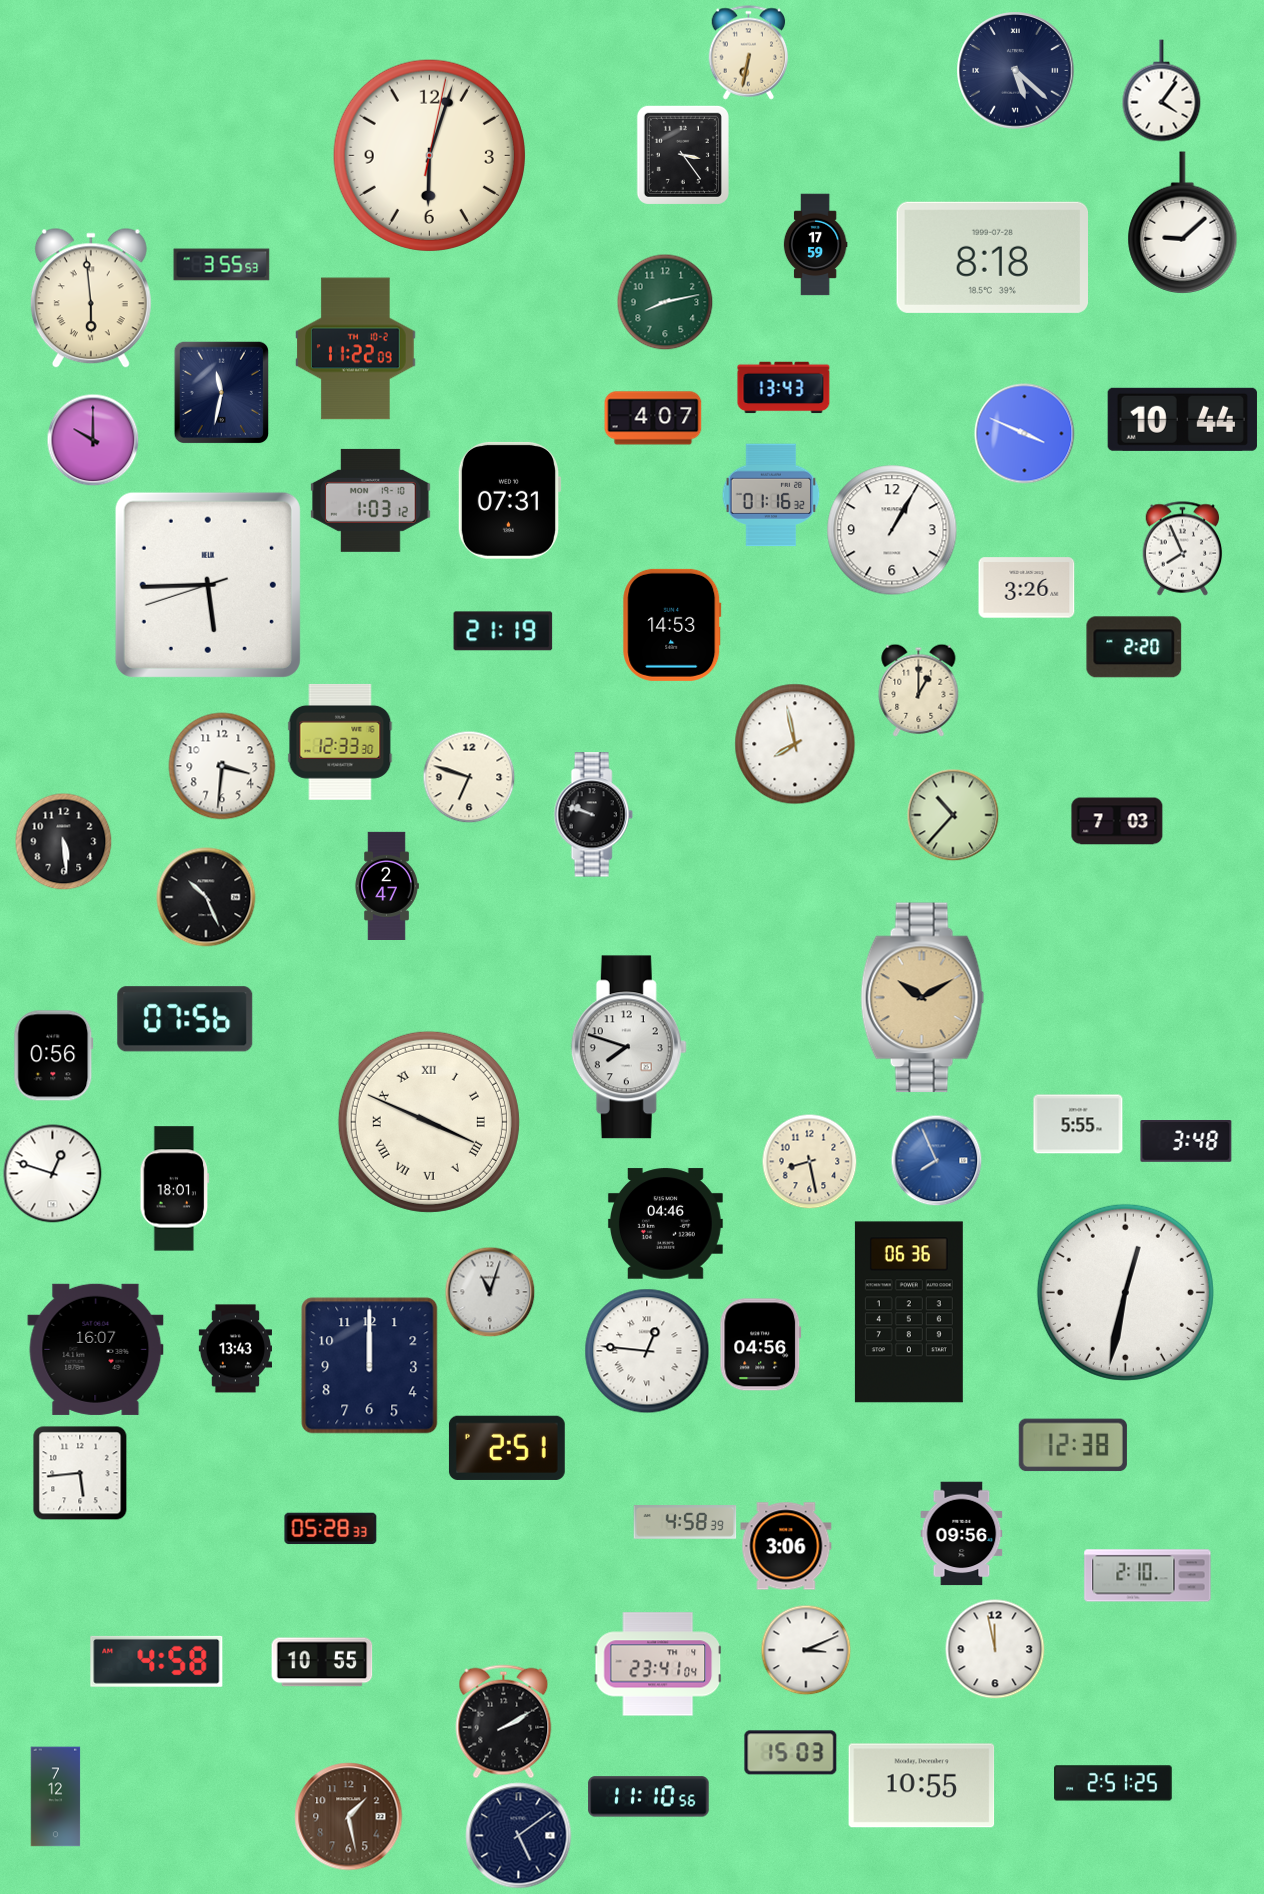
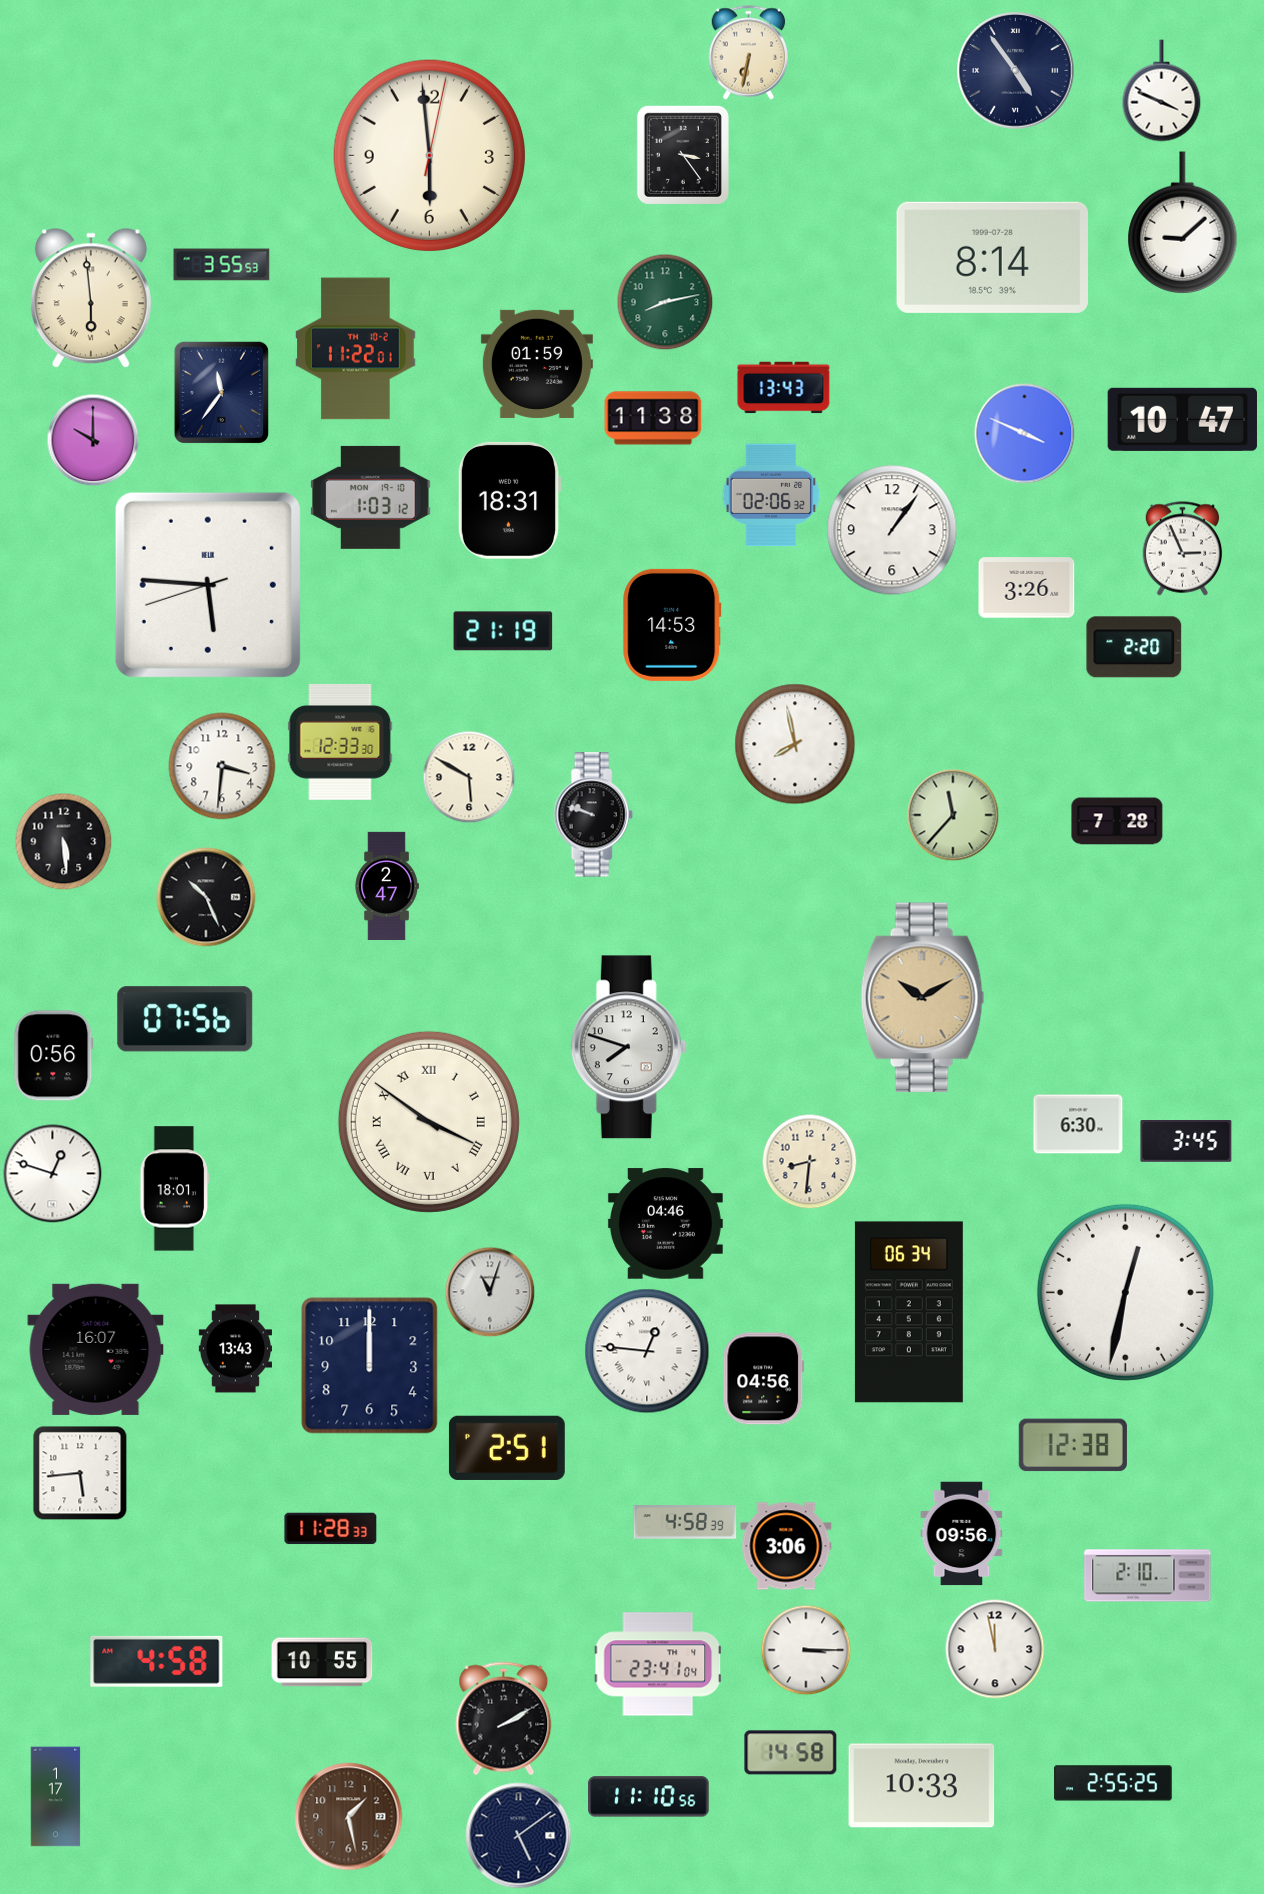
clock at (1016, 71): 5:22 -> 4:54
clock at (1162, 91): 4:06 -> 3:49
clock at (429, 155): 6:03 -> 5:59
clock at (815, 245): 17:59 -> none
clock at (992, 257): 8:18 -> 8:14
clock at (356, 349): 11:22:09 -> 11:22:01
clock at (537, 364): none -> 01:59
clock at (221, 392): 11:32 -> 11:36
clock at (653, 418): 4:07 -> 11:38
clock at (1182, 419): 10:44 -> 10:47
clock at (771, 495): 01:16 -> 02:06
clock at (371, 500) position: (371, 500) -> (371, 497)
clock at (509, 500): 07:31 -> 18:31
clock at (892, 530): 1:05 -> 1:06
clock at (1183, 549): 7:56 -> 2:56
clock at (208, 585): 5:44 -> 5:45
clock at (919, 690): 1:00 -> none
clock at (469, 777): 6:48 -> 5:50
clock at (953, 815): 10:37 -> 11:37
clock at (1117, 821): 7:03 -> 7:28
clock at (429, 1122): 3:49 -> 3:51
clock at (1078, 1124): 5:55 -> 6:30
clock at (1186, 1142): 3:48 -> 3:45
clock at (936, 1160): 7:56 -> none
clock at (809, 1161): 8:28 -> 8:31
clock at (909, 1312): 06:36 -> 06:34
clock at (761, 1345) position: (761, 1345) -> (764, 1379)
clock at (331, 1529): 05:28 -> 11:28
clock at (806, 1650): 3:11 -> 3:15
clock at (504, 1722) position: (504, 1722) -> (504, 1719)
clock at (791, 1753): 15:03 -> 14:58
clock at (1113, 1783): 2:51 -> 2:55
clock at (922, 1786): 10:55 -> 10:33
clock at (56, 1797): 7:12 -> 1:17
